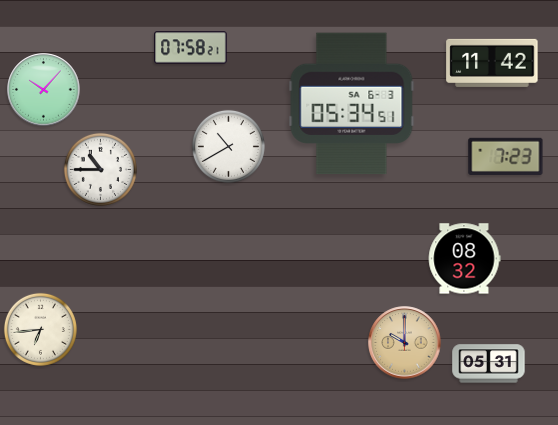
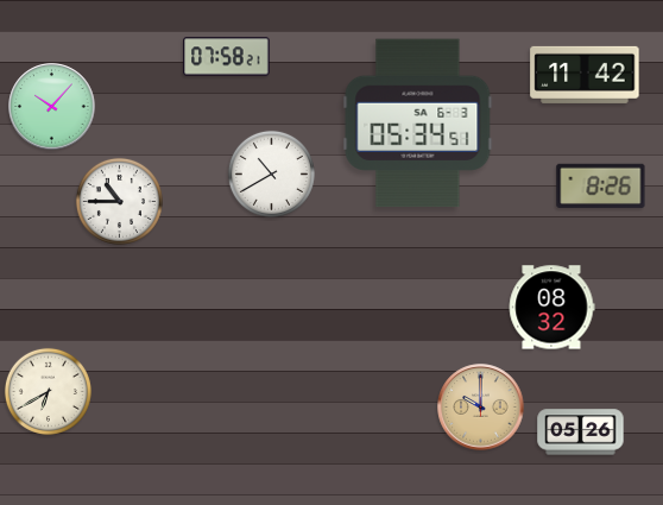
clock at (506, 156): 7:23 -> 8:26
clock at (40, 329): 6:44 -> 6:40
clock at (489, 364): 05:31 -> 05:26
